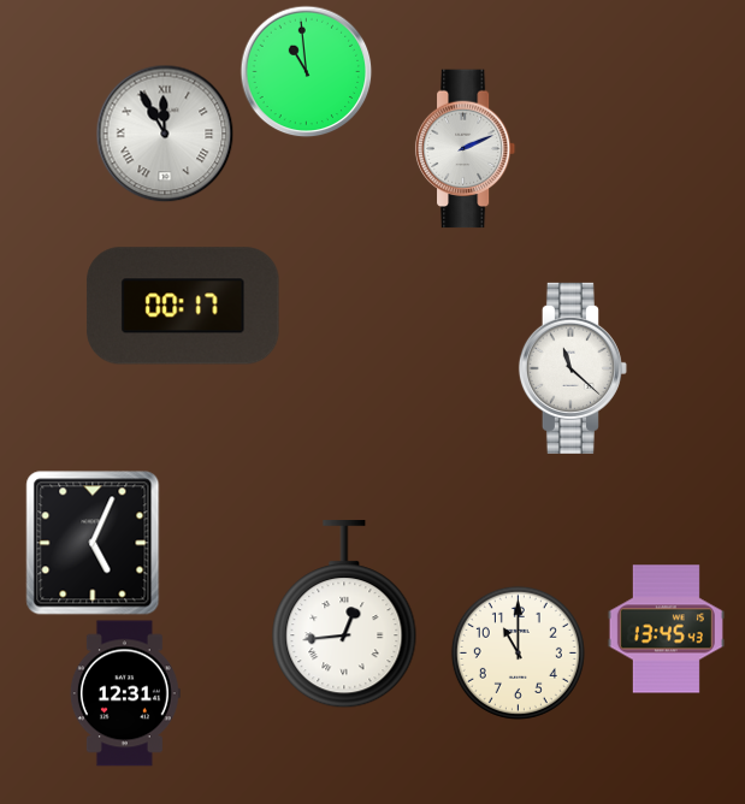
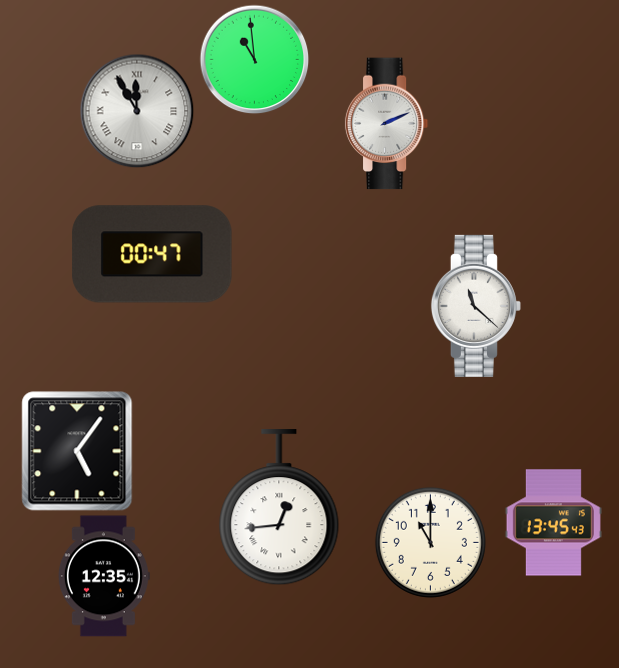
clock at (183, 306): 00:17 -> 00:47
clock at (93, 543): 5:04 -> 5:06
clock at (344, 615) position: (344, 615) -> (279, 508)
clock at (125, 693): 12:31 -> 12:35
